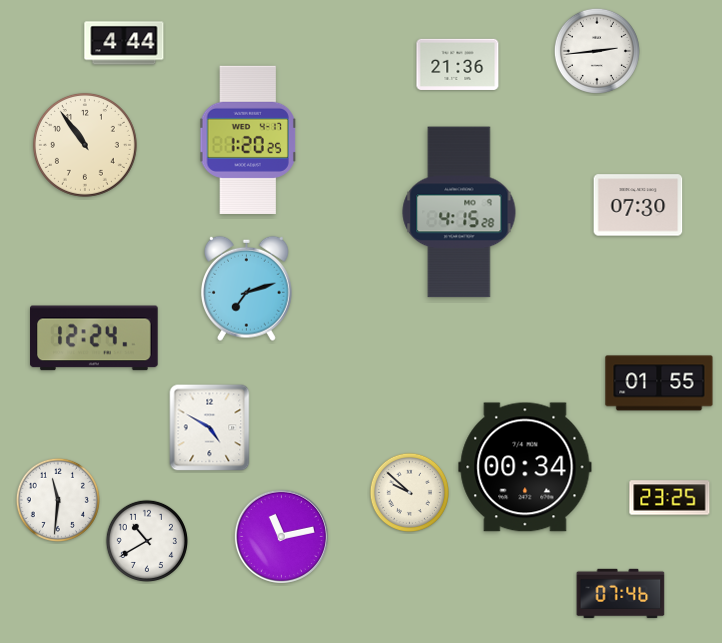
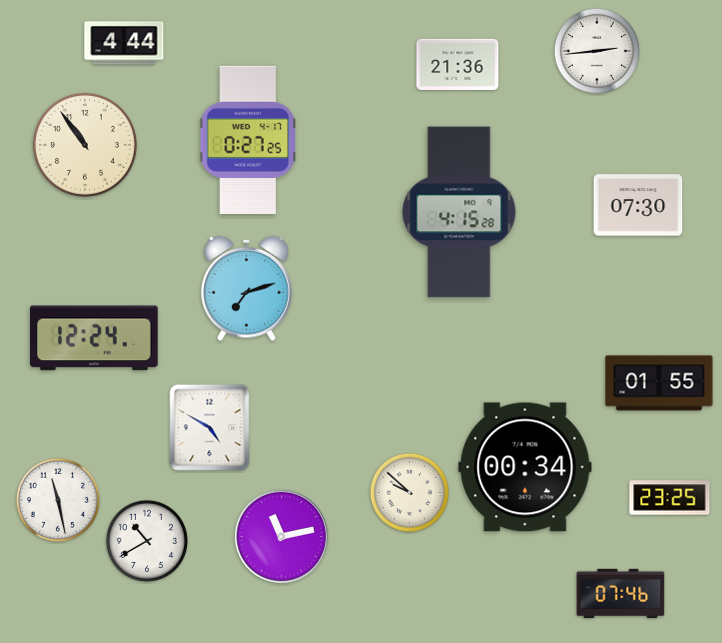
clock at (248, 140): 1:20 -> 0:27
clock at (58, 500): 11:31 -> 11:28
